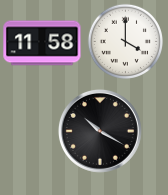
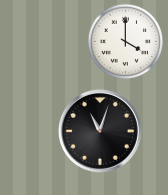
clock at (42, 43): 11:58 -> none
clock at (100, 131): 10:20 -> 11:03
